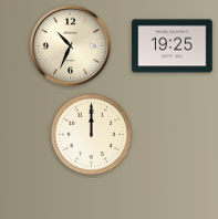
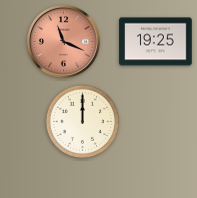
clock at (70, 45): 10:34 -> 11:19
clock at (70, 45) dial: cream -> salmon
